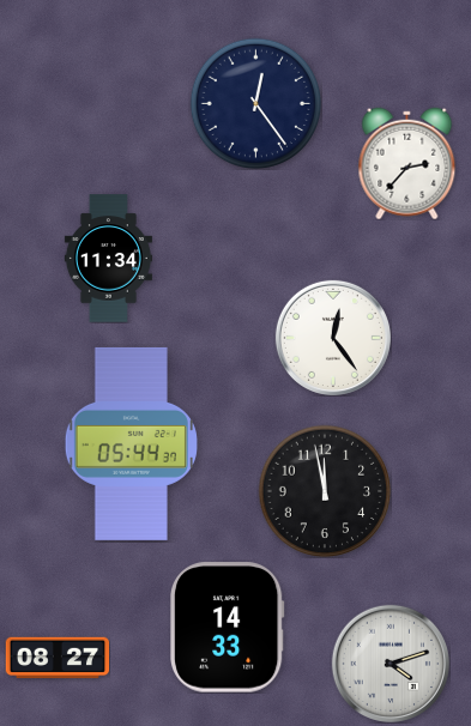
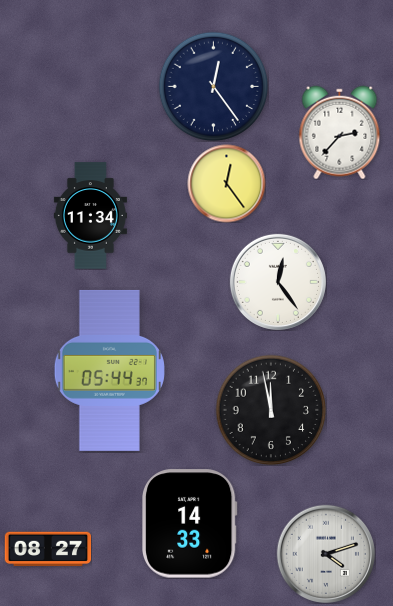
clock at (407, 163) position: (407, 163) -> (340, 132)
clock at (226, 183): none -> 12:24
